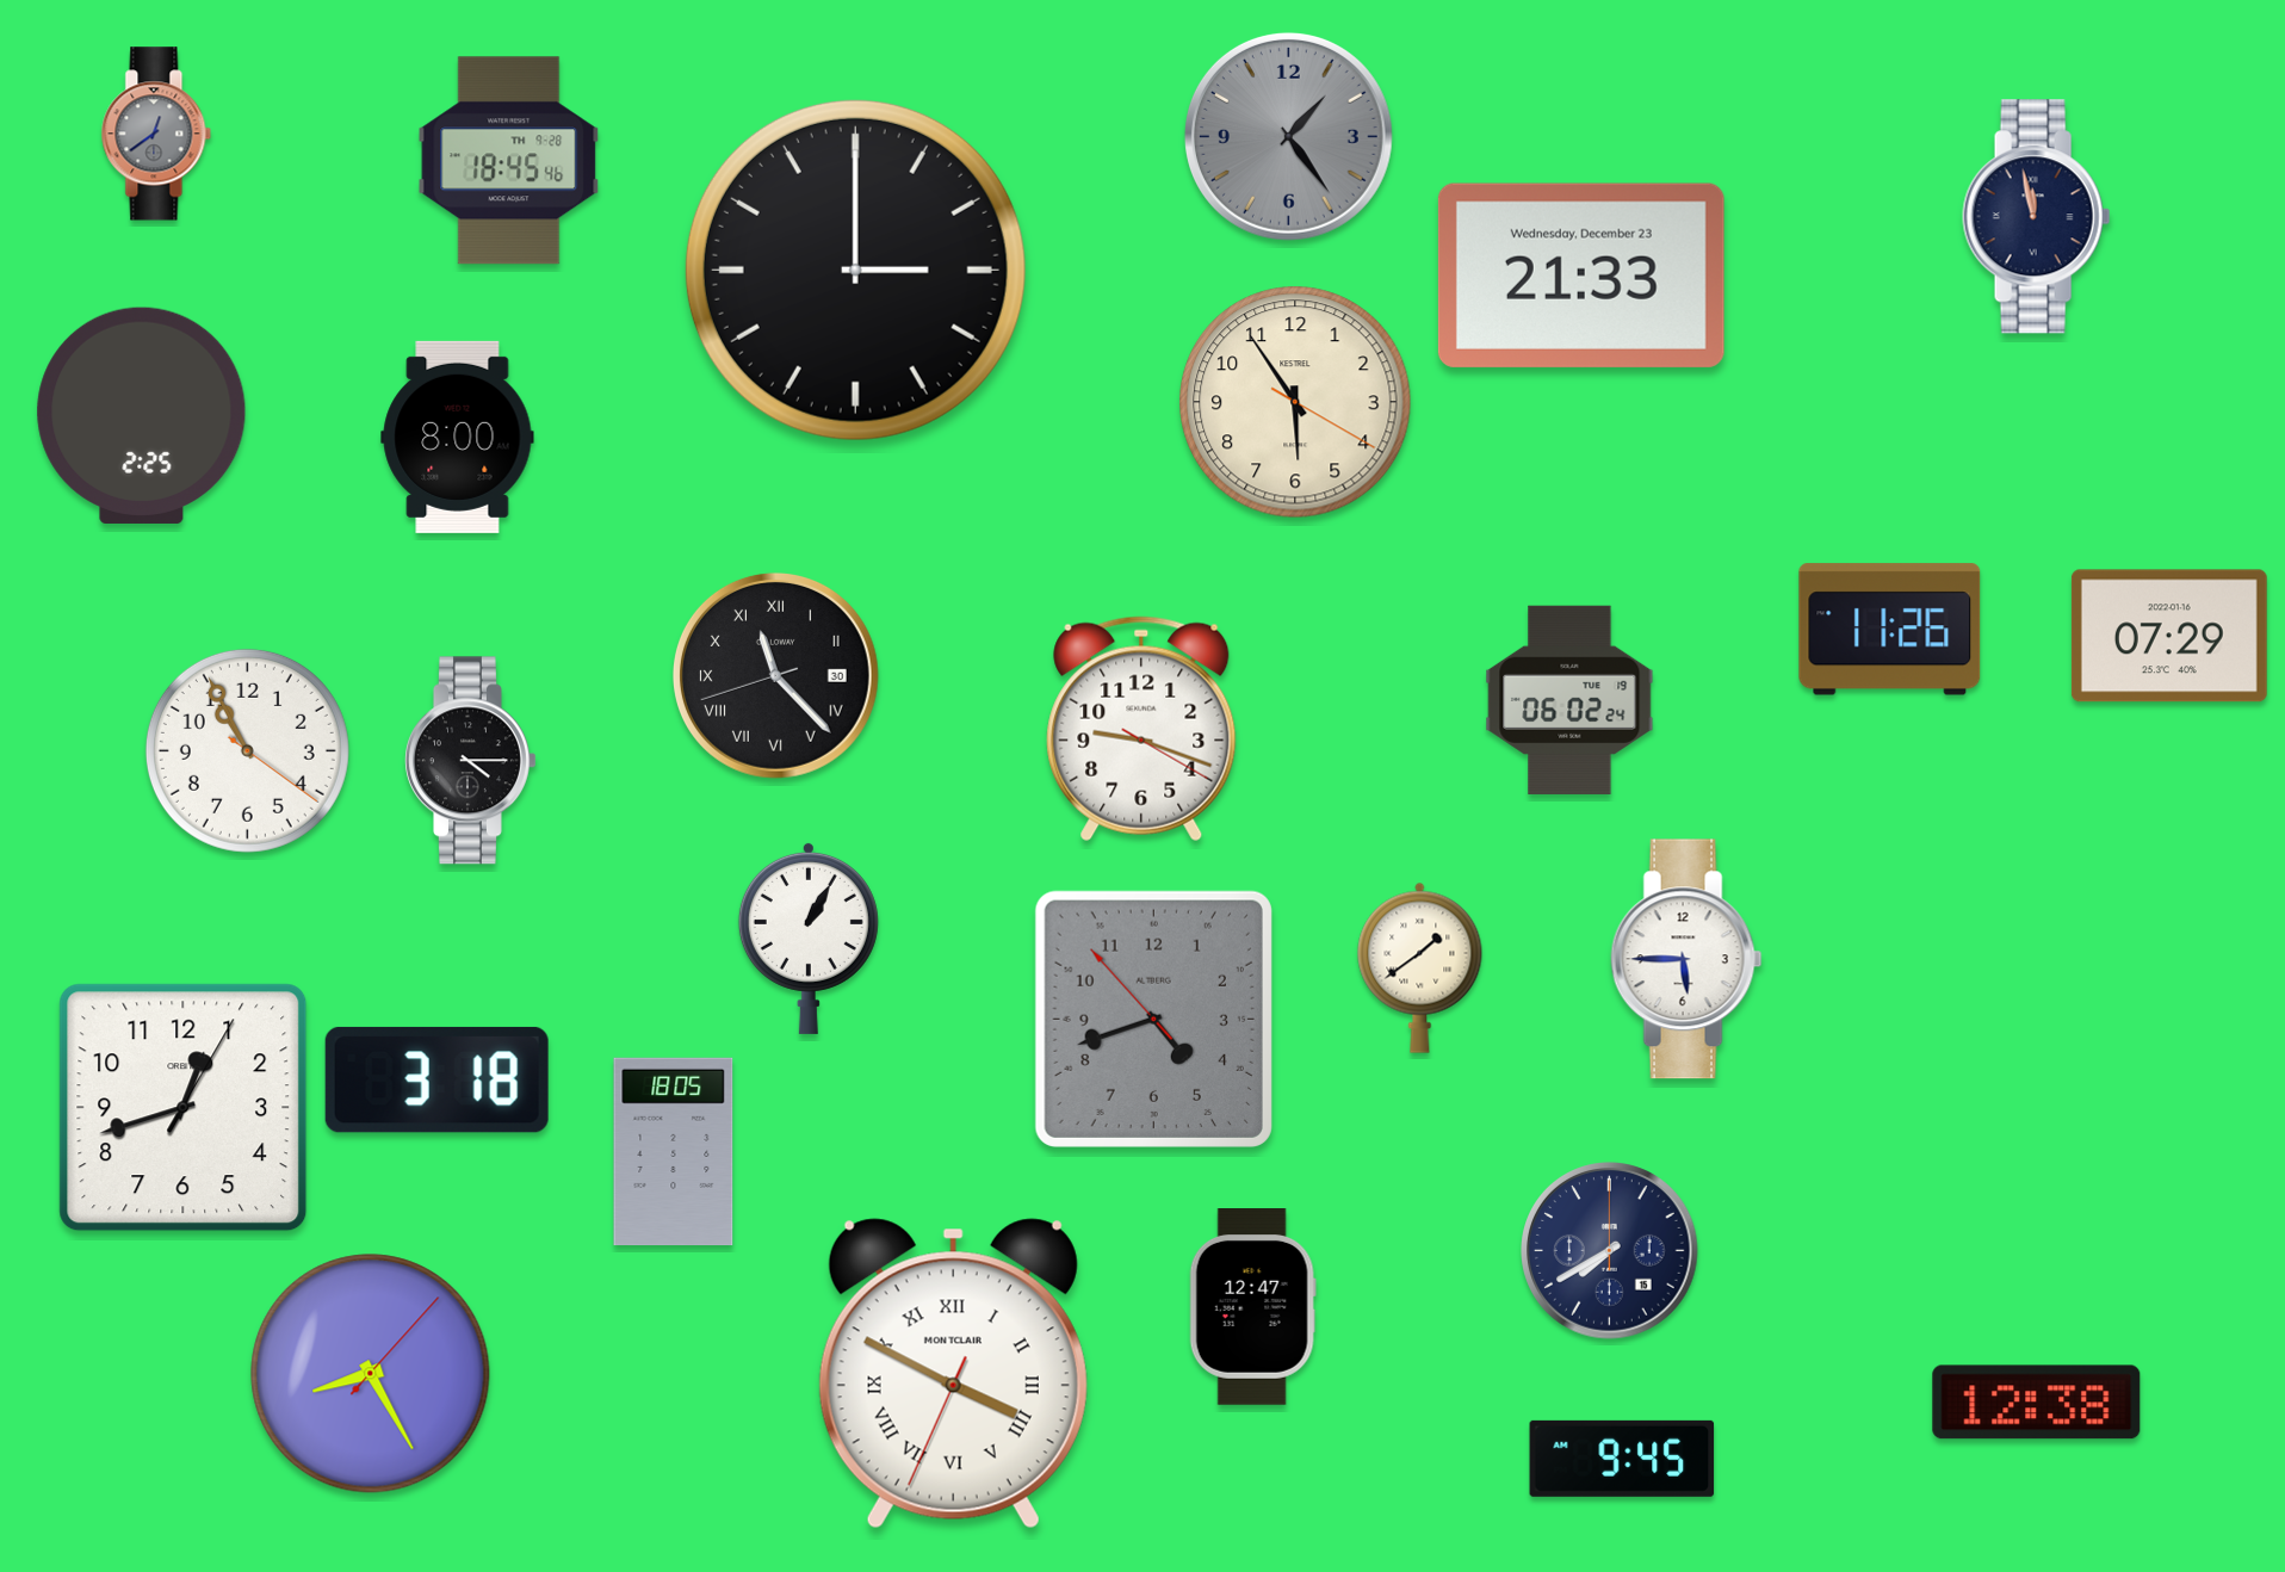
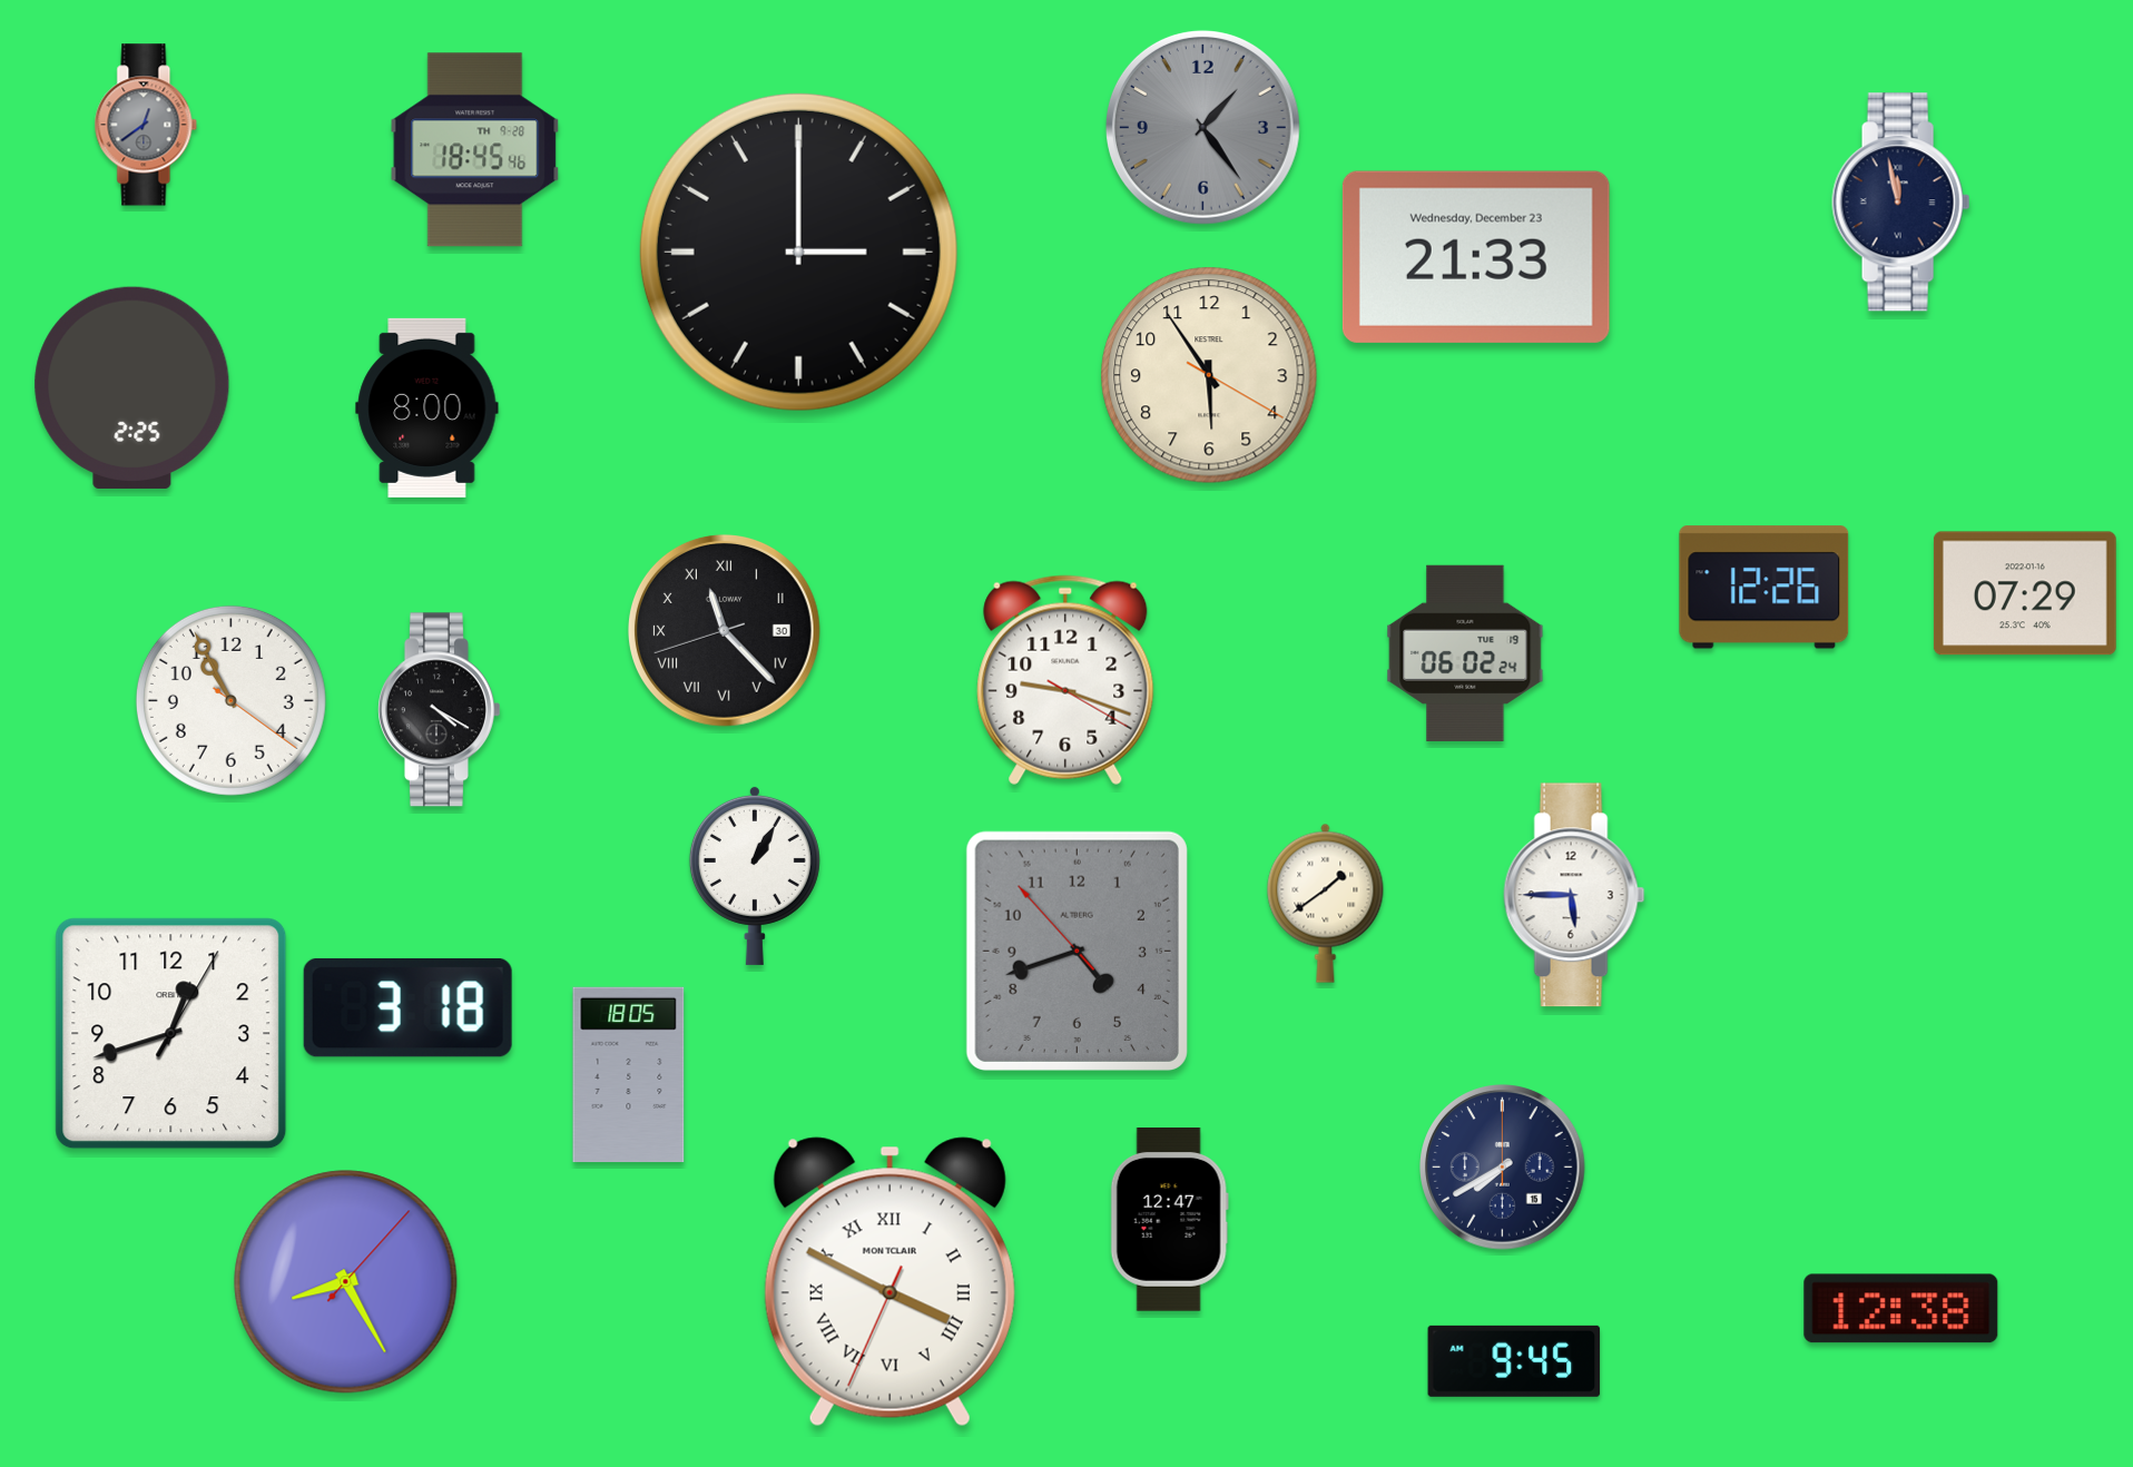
clock at (1890, 630): 11:26 -> 12:26
clock at (470, 761): 4:15 -> 4:20
